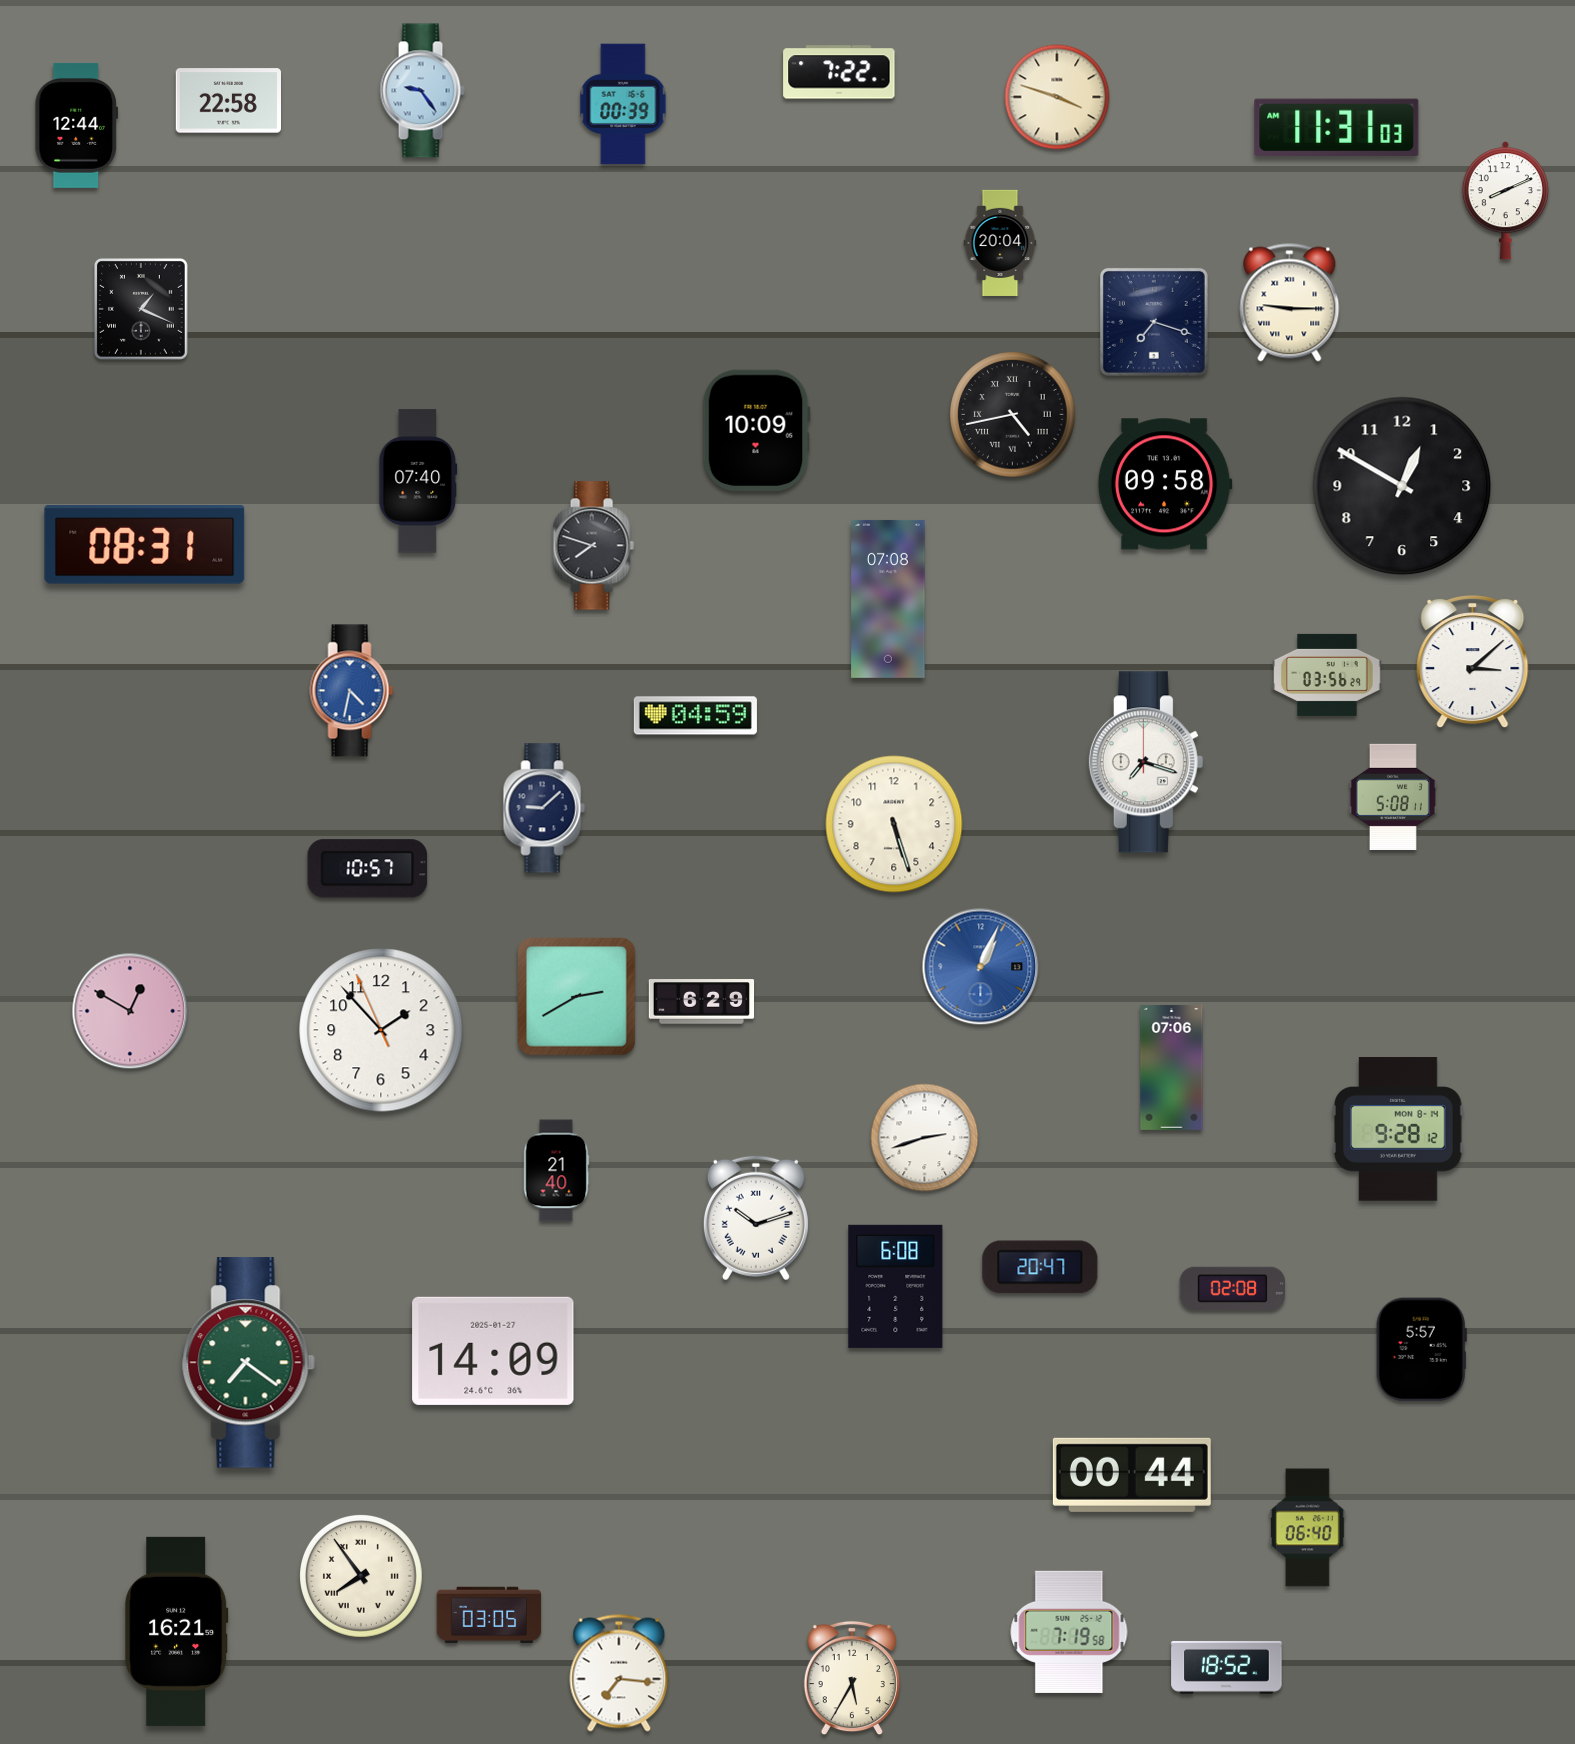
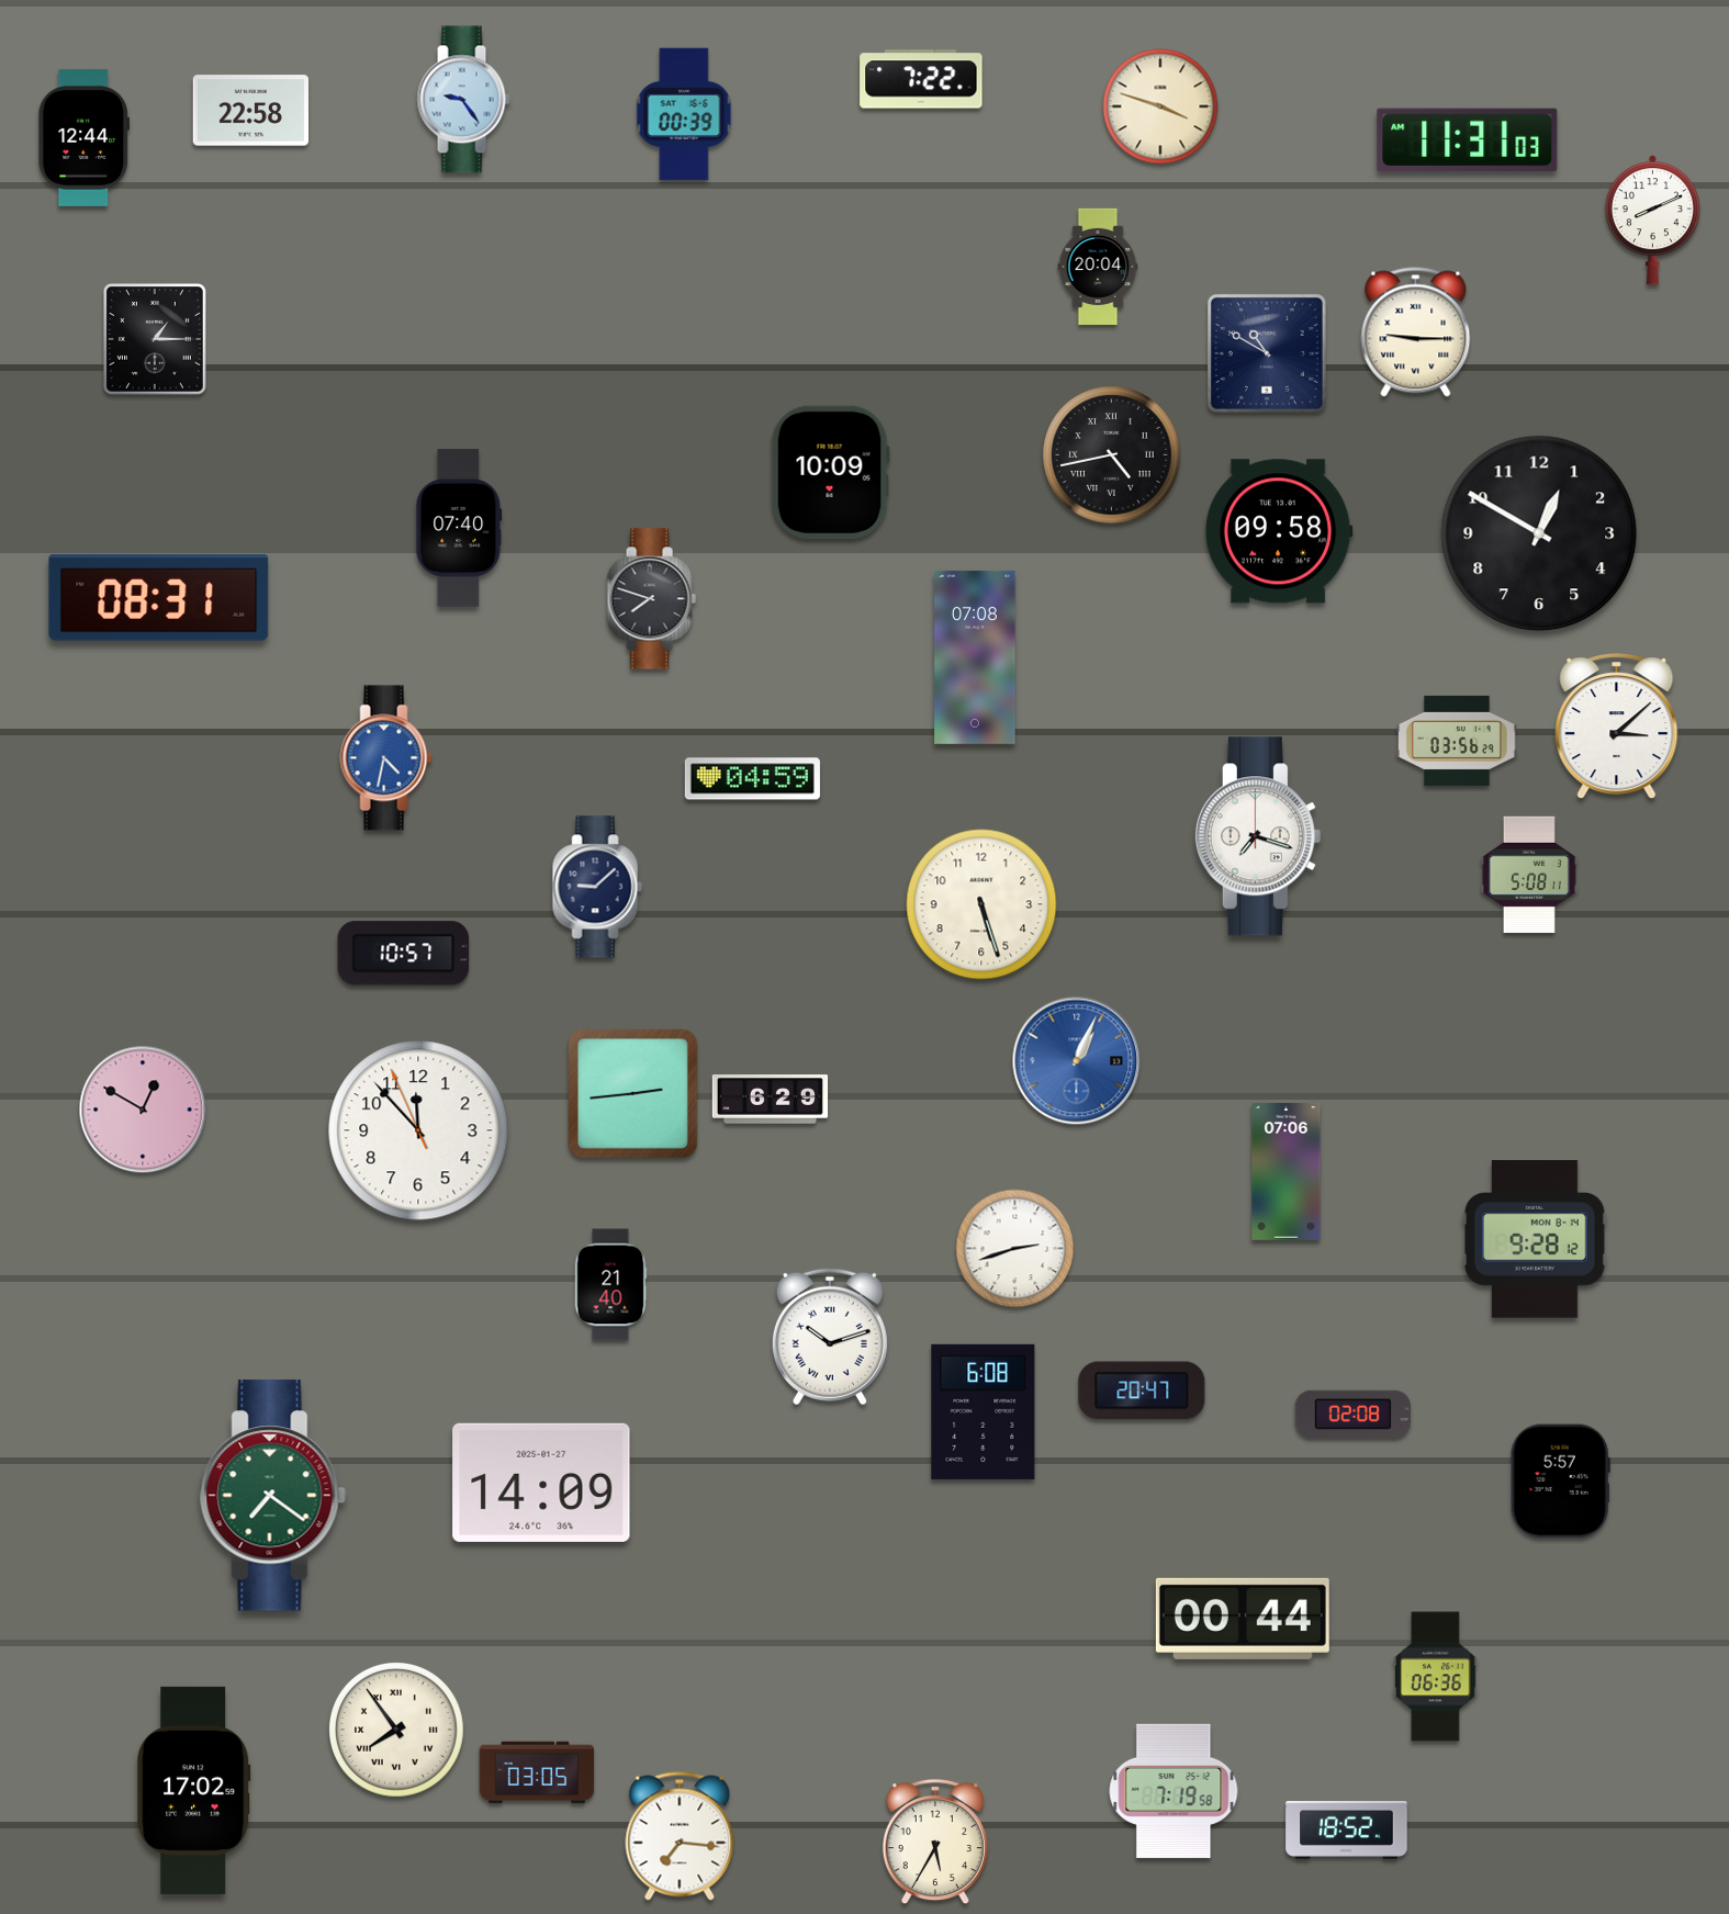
clock at (141, 309): 1:19 -> 1:15
clock at (1154, 322): 7:18 -> 10:50
clock at (695, 716) position: (695, 716) -> (752, 779)
clock at (577, 997): 2:40 -> 2:44
clock at (381, 1030): 1:52 -> 11:52
clock at (1308, 1528): 06:40 -> 06:36
clock at (177, 1631): 16:21 -> 17:02
